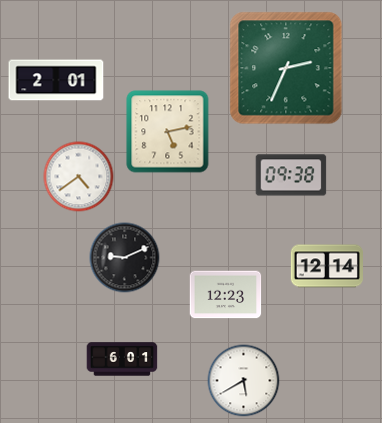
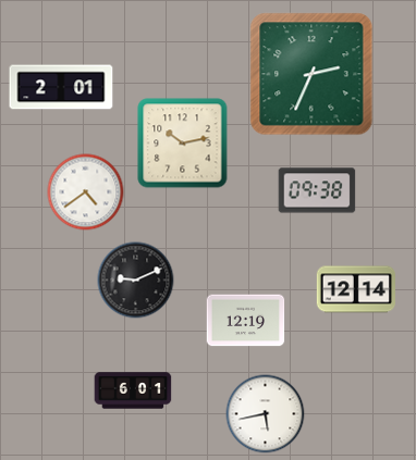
clock at (168, 132): 5:13 -> 10:13
clock at (226, 295): 12:23 -> 12:19
clock at (244, 381): 5:40 -> 5:43
